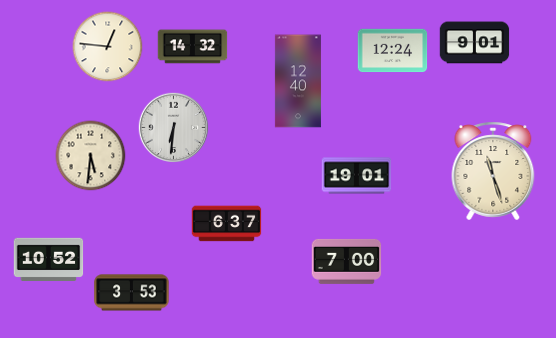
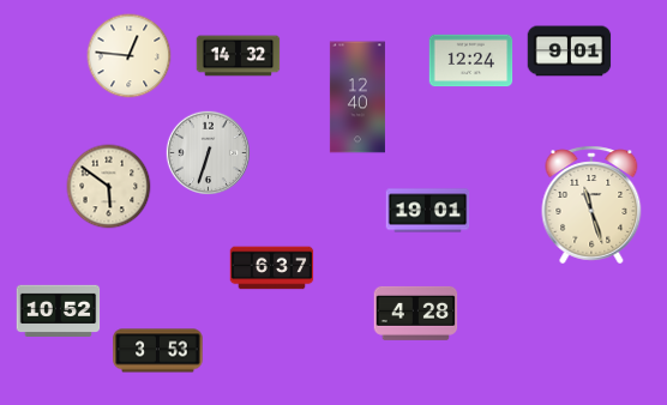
clock at (193, 47) position: (193, 47) -> (239, 56)
clock at (173, 127): 6:31 -> 6:33
clock at (91, 156): 5:31 -> 5:51
clock at (347, 261): 7:00 -> 4:28
